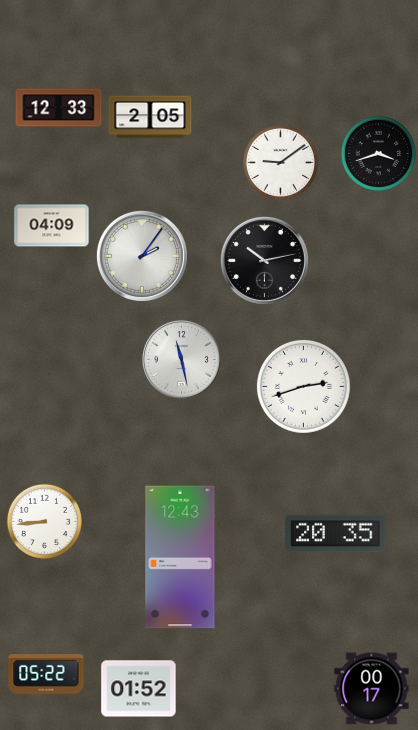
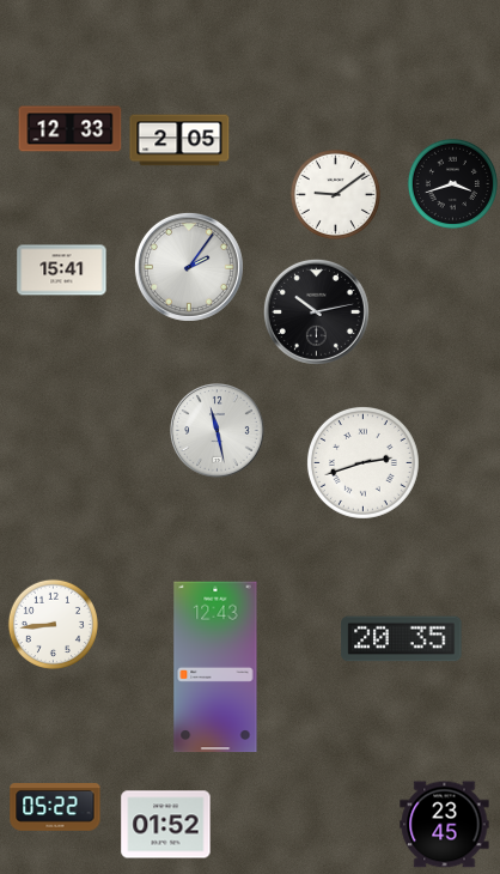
clock at (52, 226): 04:09 -> 15:41
clock at (142, 256) position: (142, 256) -> (189, 267)
clock at (372, 689): 00:17 -> 23:45
